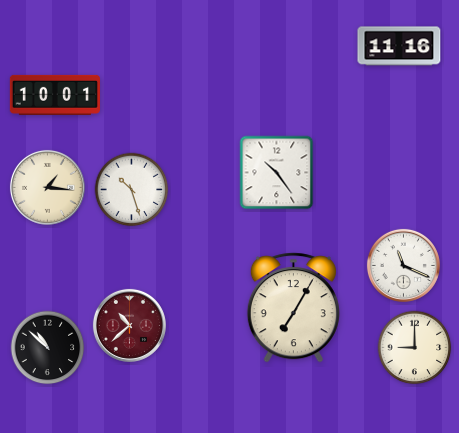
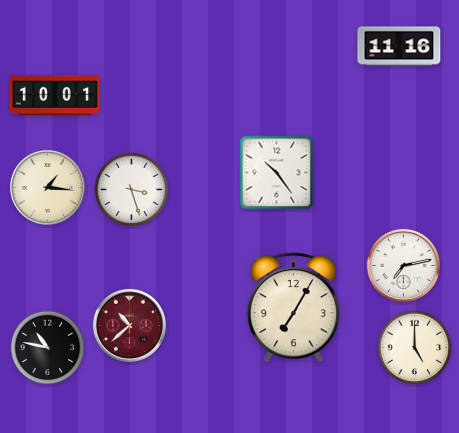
clock at (132, 190): 10:27 -> 3:27
clock at (403, 265): 11:19 -> 7:13
clock at (48, 348): 10:52 -> 10:47
clock at (415, 348): 9:00 -> 5:00
